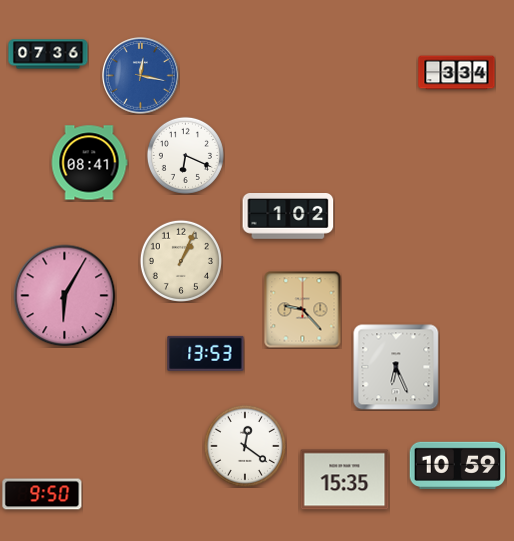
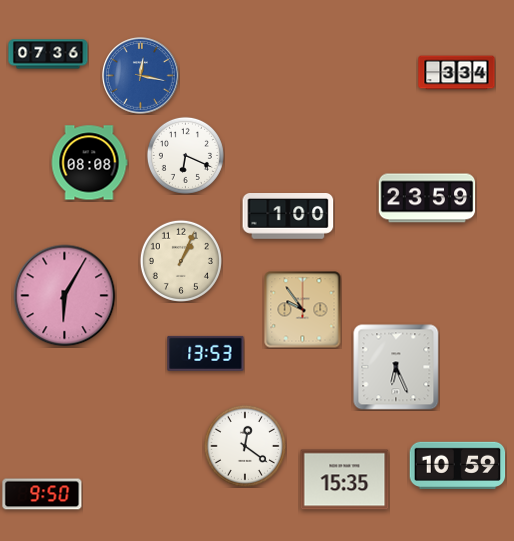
clock at (89, 163): 08:41 -> 08:08
clock at (427, 198): none -> 23:59
clock at (288, 217): 1:02 -> 1:00
clock at (303, 310): 9:23 -> 9:54
